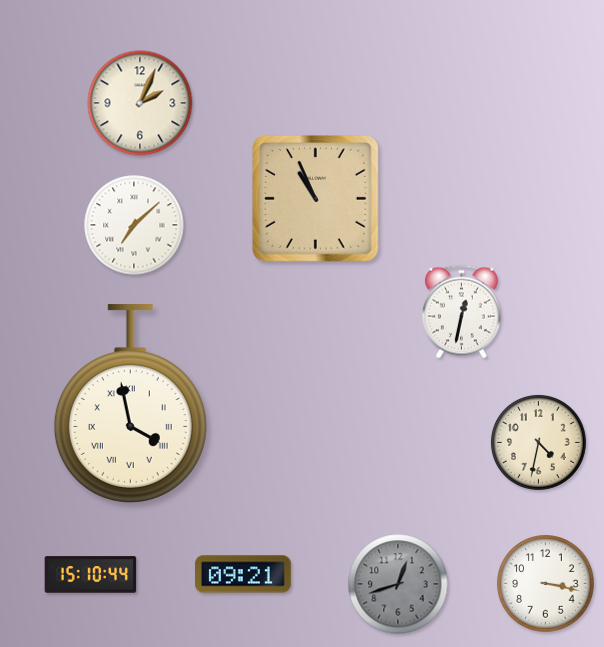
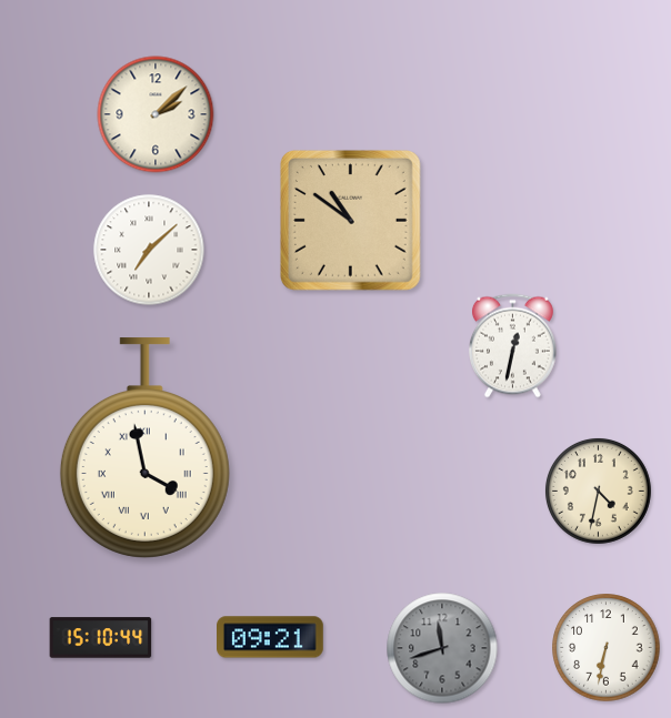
clock at (140, 103): 2:04 -> 2:08
clock at (315, 198): 10:56 -> 10:51
clock at (398, 584): 12:42 -> 11:42
clock at (546, 584): 3:17 -> 6:32
